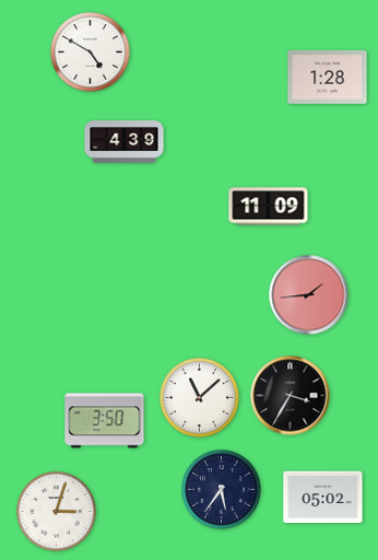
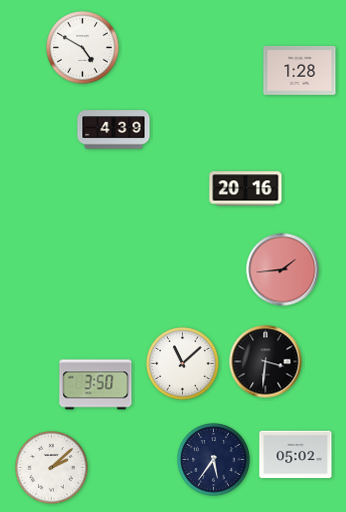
clock at (269, 207): 11:09 -> 20:16
clock at (291, 396): 3:35 -> 3:31
clock at (222, 490) position: (222, 490) -> (214, 460)
clock at (57, 512): 3:03 -> 2:08
